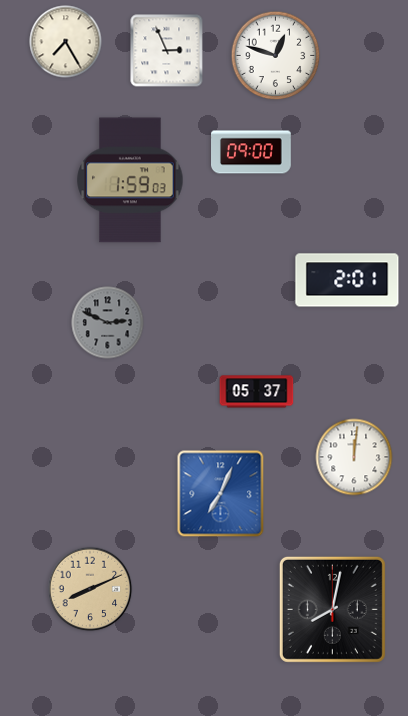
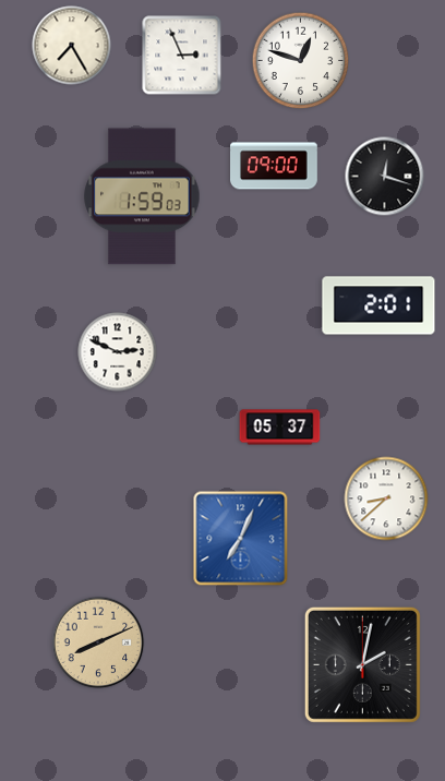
clock at (385, 177): none -> 12:18
clock at (108, 323) dial: grey -> white
clock at (354, 457): 12:01 -> 8:38
clock at (332, 609): 8:02 -> 2:02
